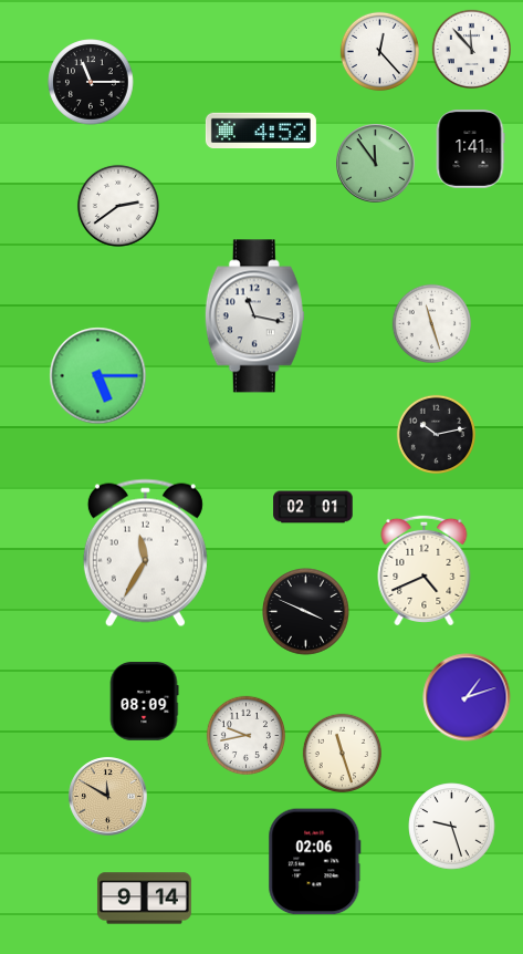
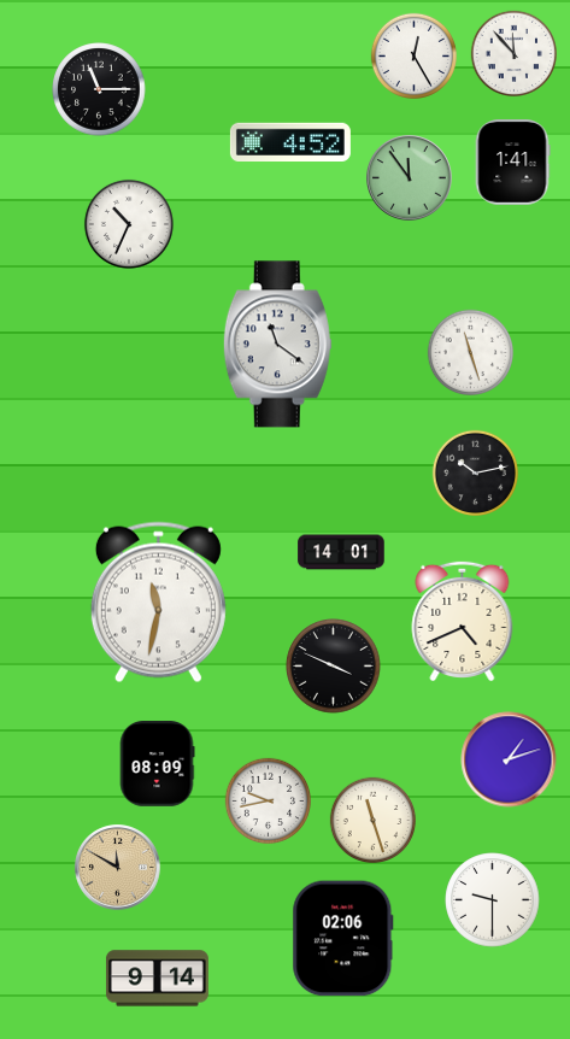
clock at (379, 51): 12:23 -> 12:25
clock at (261, 129) position: (261, 129) -> (290, 141)
clock at (118, 206): 2:39 -> 10:34
clock at (254, 317): 11:17 -> 11:21
clock at (98, 376): 5:15 -> none
clock at (313, 507): 02:01 -> 14:01
clock at (145, 553): 11:35 -> 11:32
clock at (452, 827): 9:27 -> 9:30
